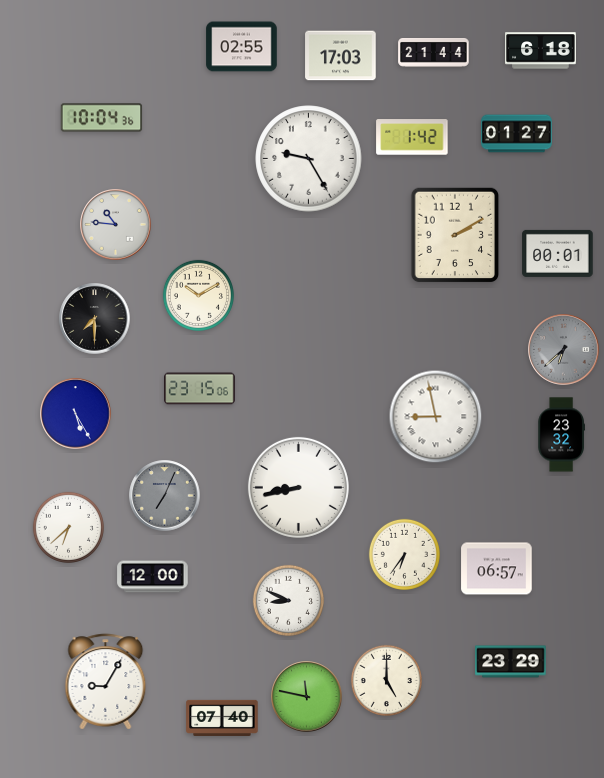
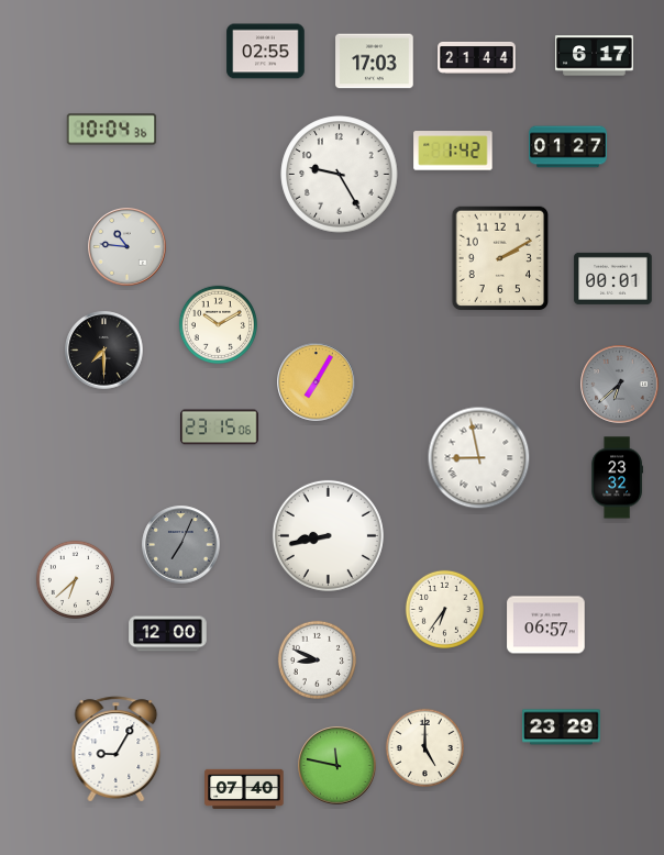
clock at (541, 51): 6:18 -> 6:17
clock at (317, 382): none -> 7:05
clock at (76, 414): 5:25 -> none
